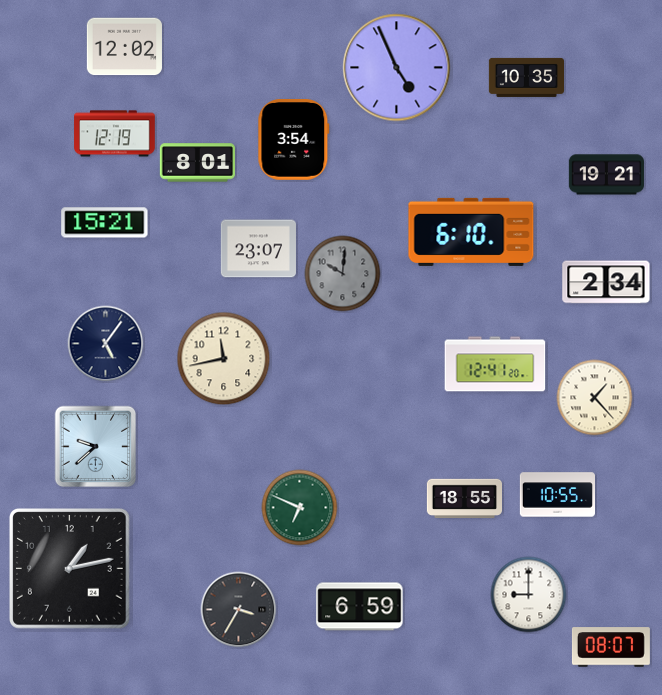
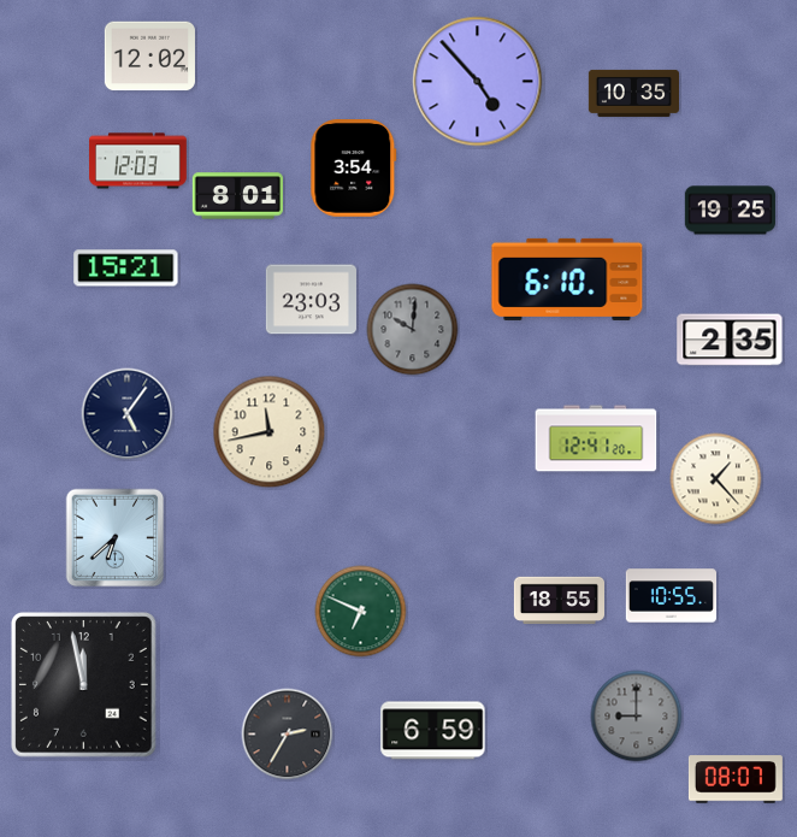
clock at (397, 68): 4:56 -> 4:53
clock at (115, 134): 12:19 -> 12:03
clock at (606, 175): 19:21 -> 19:25
clock at (258, 249): 23:07 -> 23:03
clock at (606, 282): 2:34 -> 2:35
clock at (96, 447): 9:38 -> 6:38
clock at (70, 569): 1:13 -> 11:58
clock at (529, 595) dial: white -> grey
clock at (239, 610): 3:35 -> 2:35
